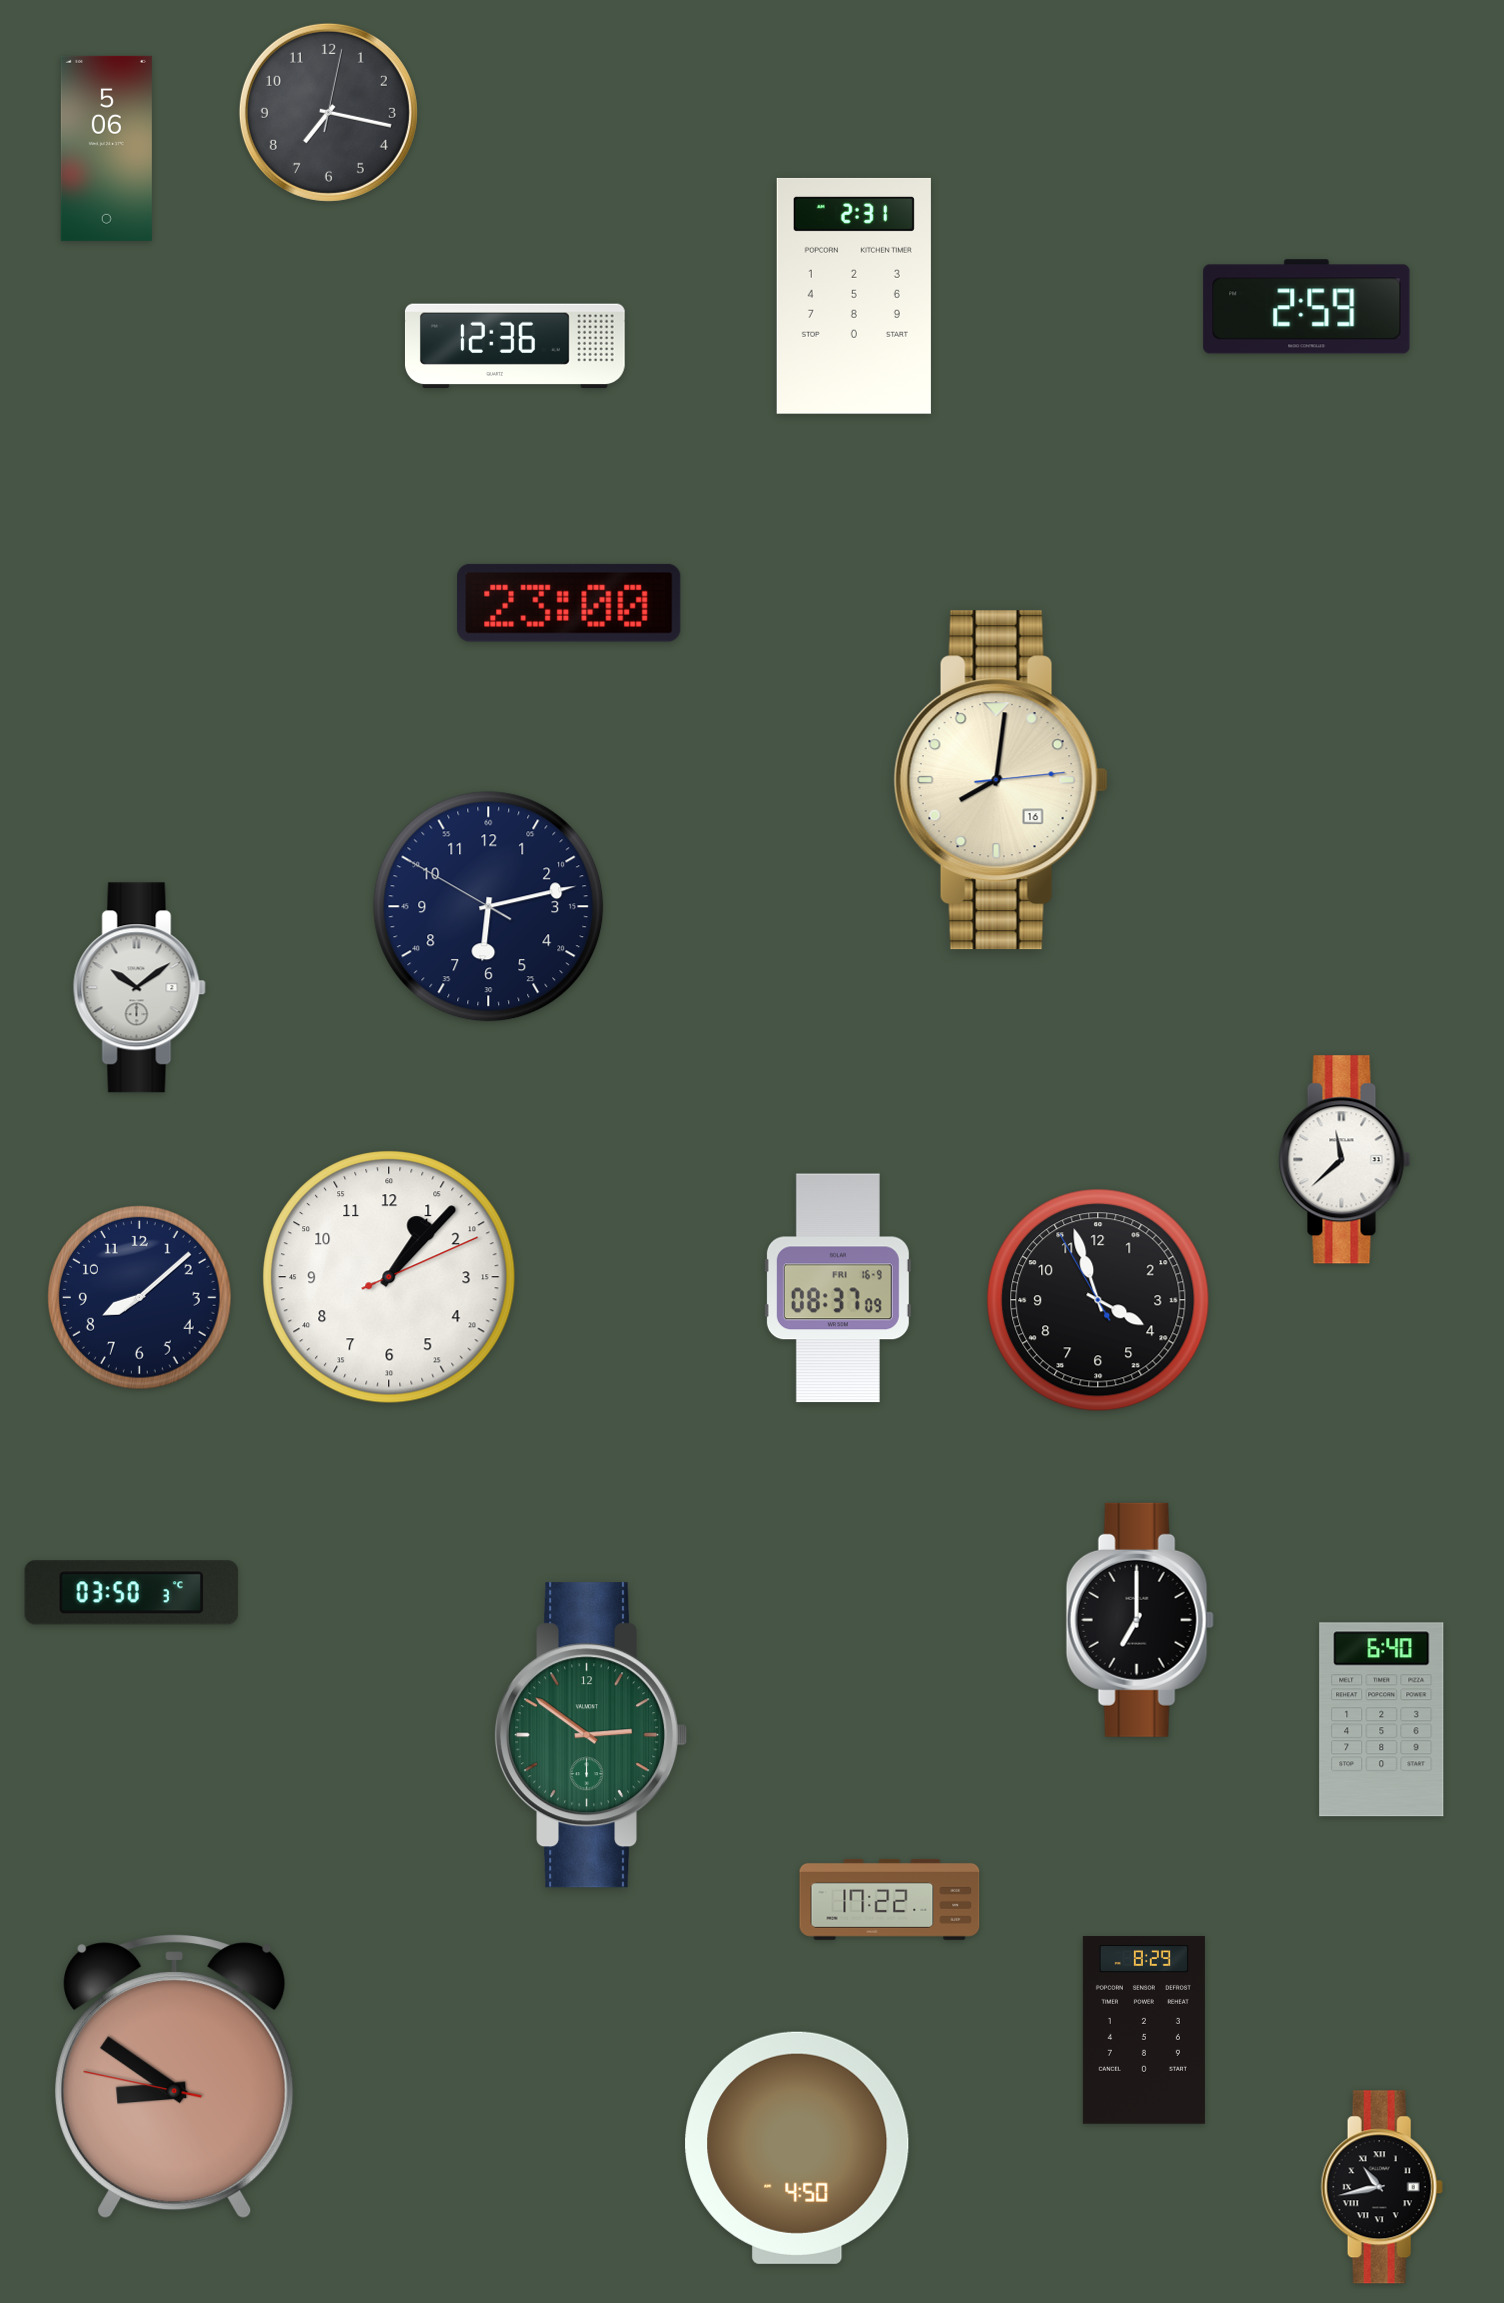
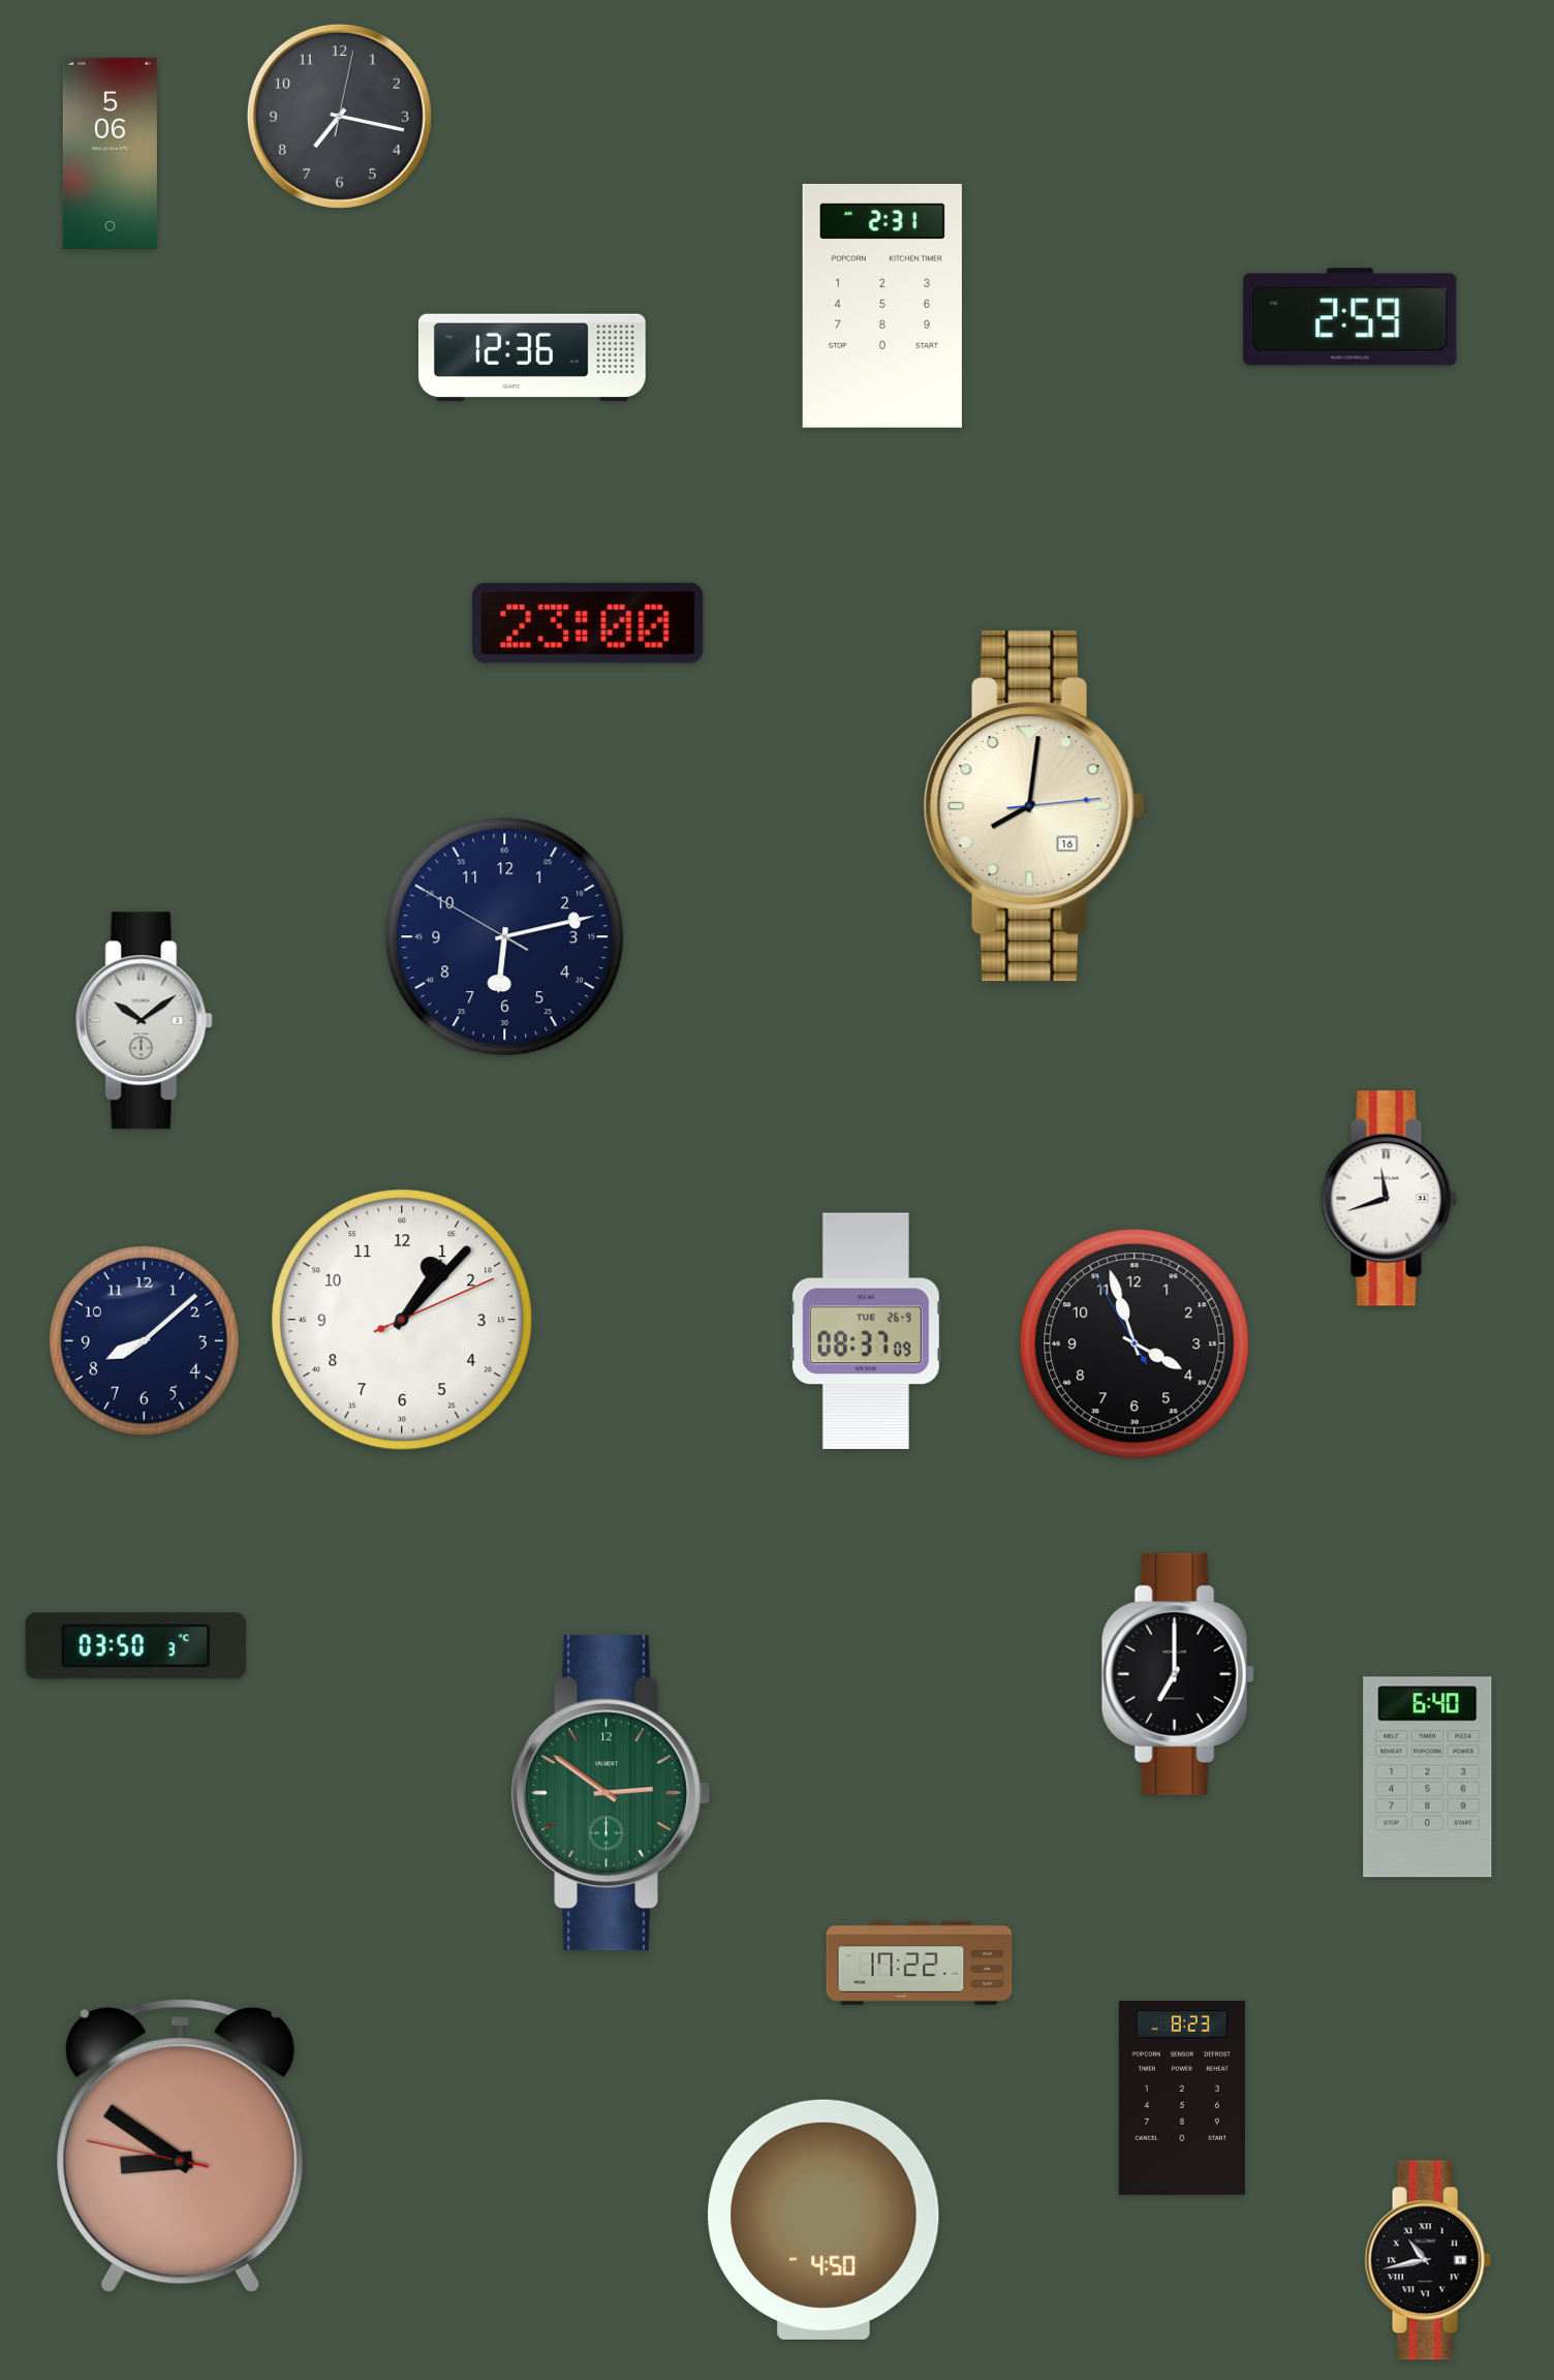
clock at (1345, 1160): 11:38 -> 11:42
clock at (838, 1288) date: FRI 16-9 -> TUE 26-9
clock at (1144, 2030): 8:29 -> 8:23
